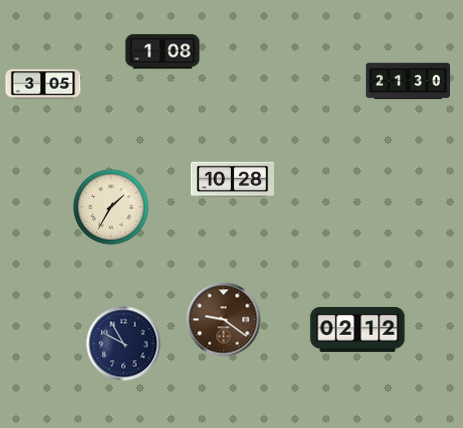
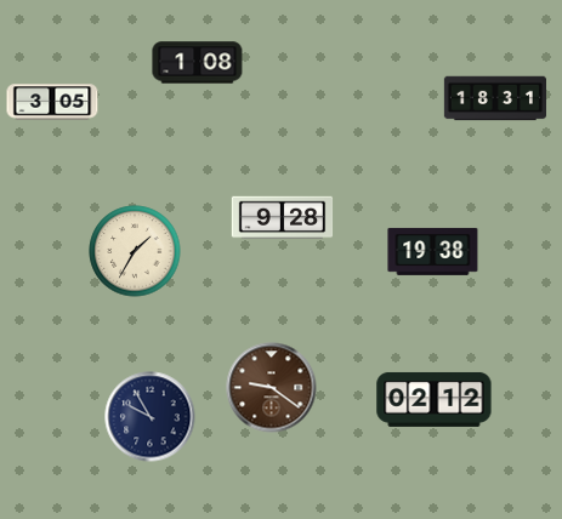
clock at (407, 81): 21:30 -> 18:31
clock at (233, 180): 10:28 -> 9:28
clock at (433, 252): none -> 19:38
